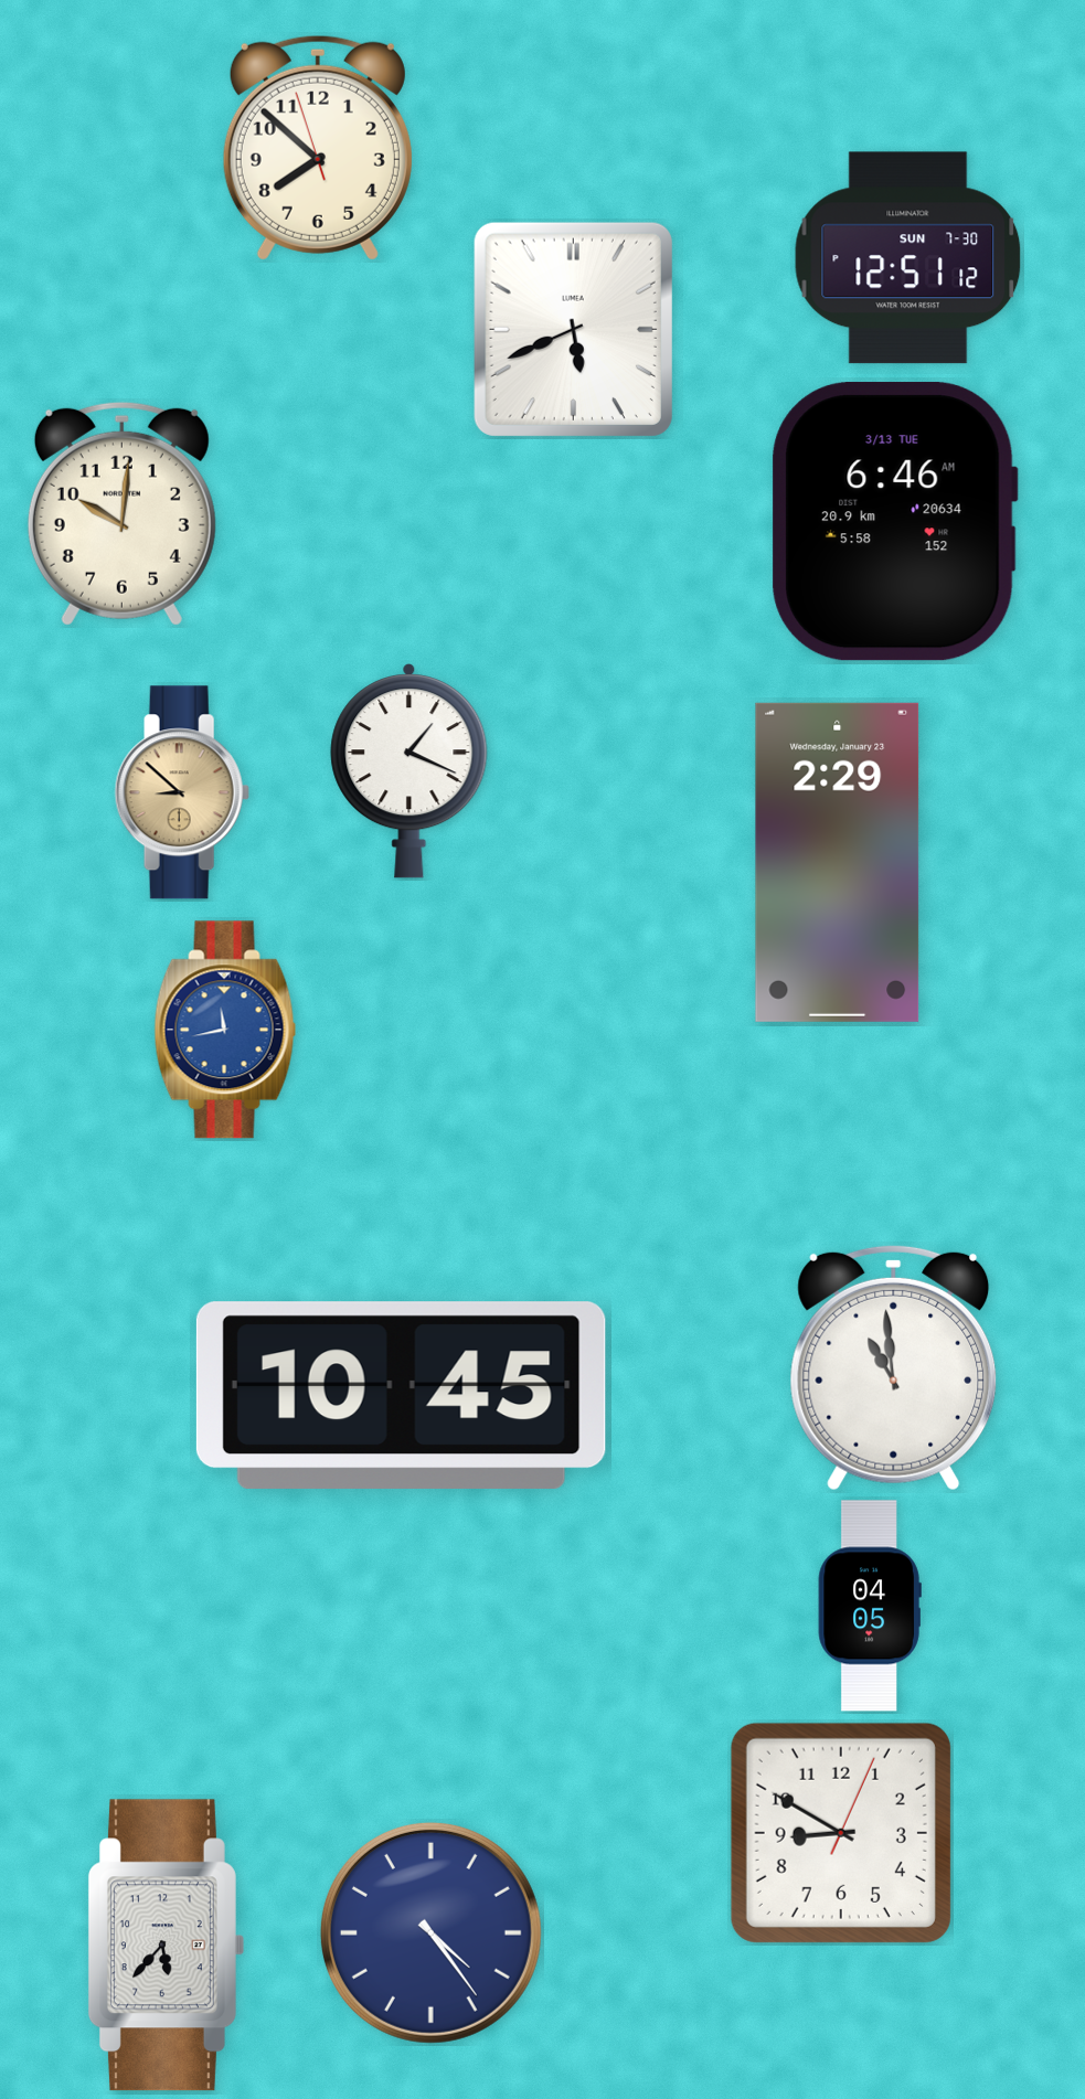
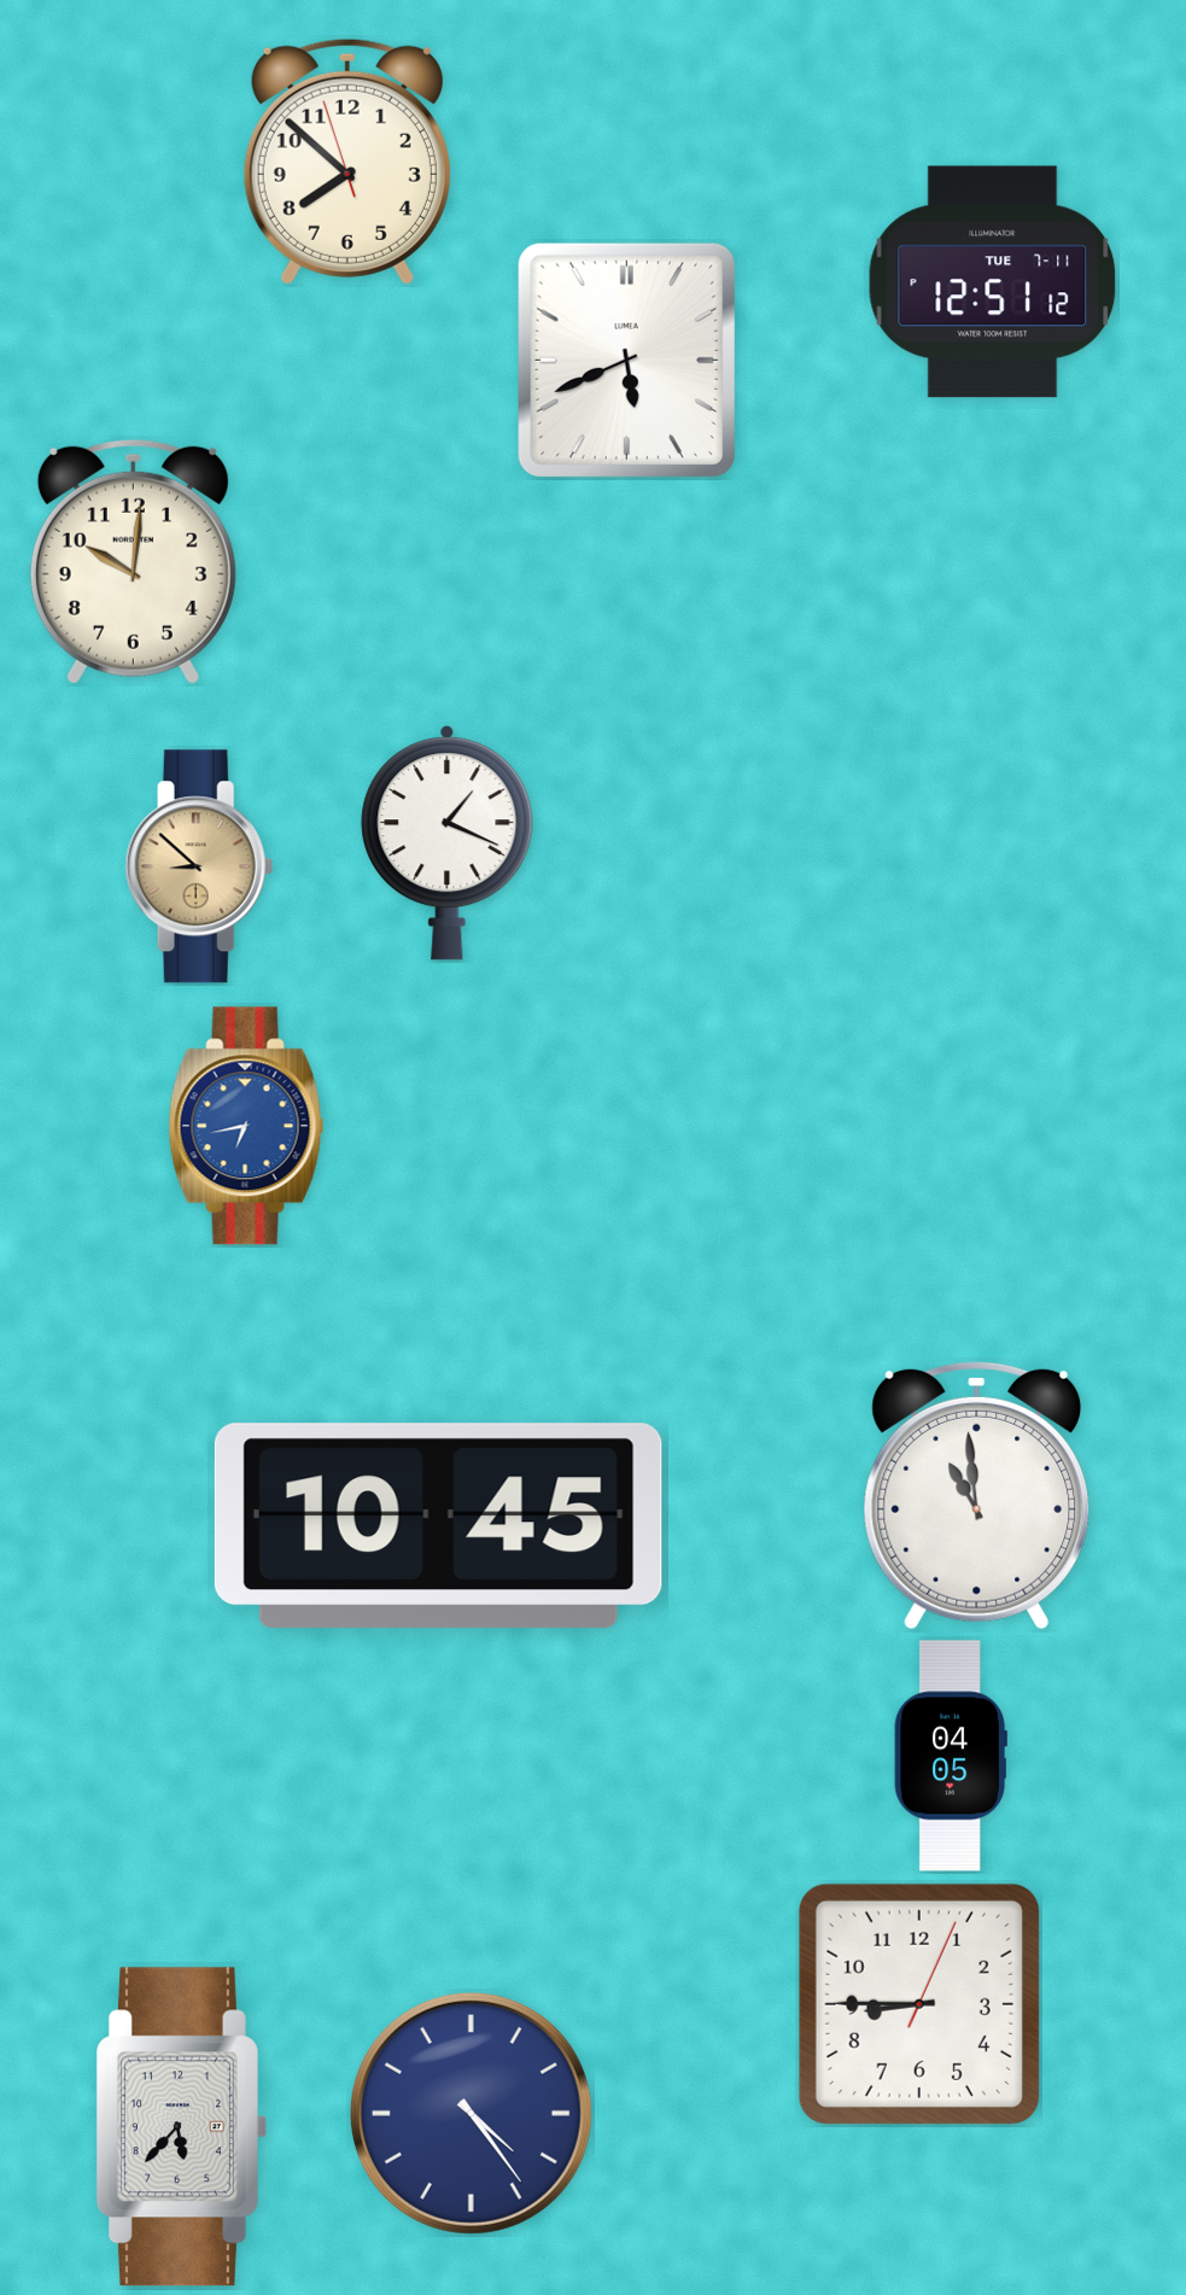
clock at (908, 258) date: SUN 7-30 -> TUE 7-11
clock at (894, 522): 6:46 -> none
clock at (838, 862): 2:29 -> none
clock at (225, 1030): 11:43 -> 6:43
clock at (841, 1833): 8:50 -> 8:45
